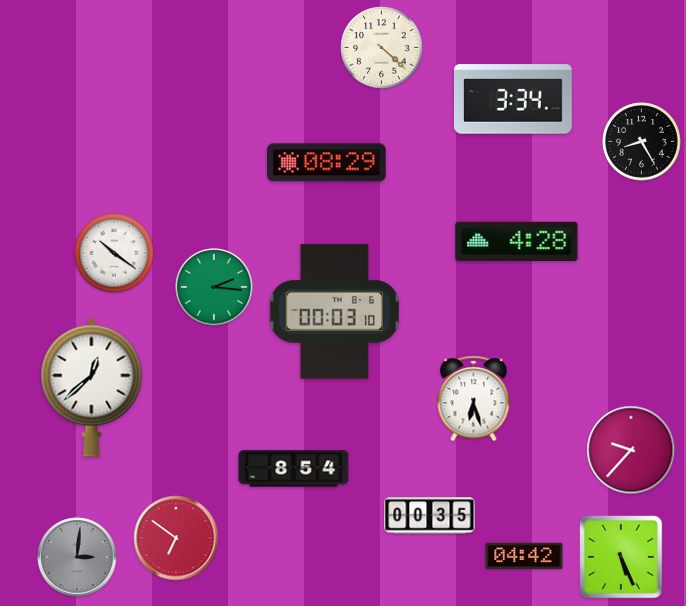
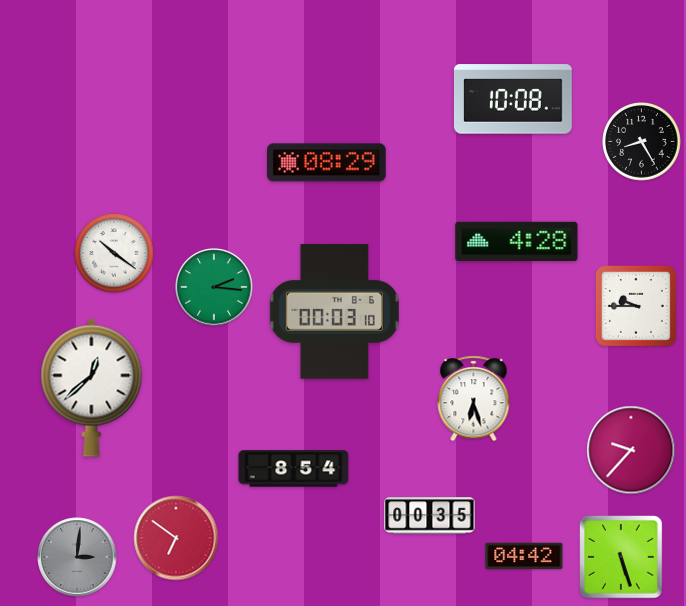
clock at (382, 48): 4:22 -> none
clock at (513, 99): 3:34 -> 10:08
clock at (636, 306): none -> 9:45
clock at (621, 557): 5:26 -> 5:27
